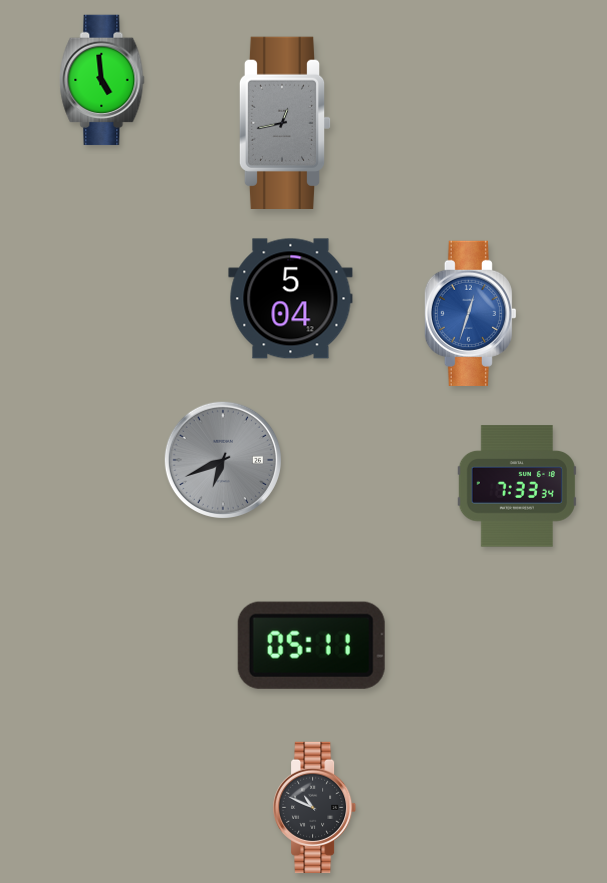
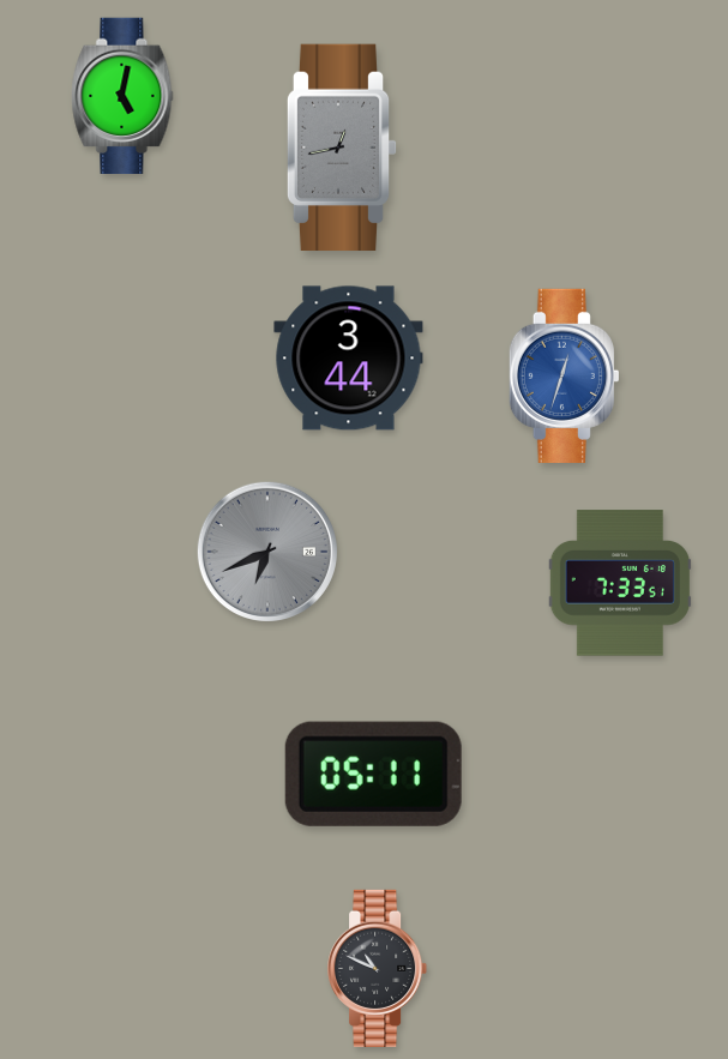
clock at (102, 80): 4:59 -> 5:02
clock at (291, 299): 5:04 -> 3:44
clock at (517, 486): 7:33:34 -> 7:33:51
